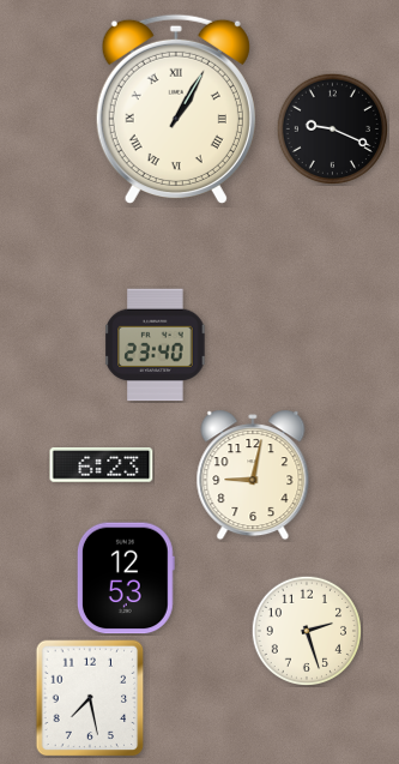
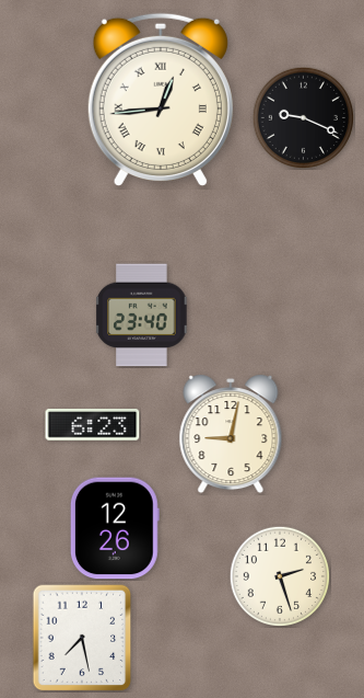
clock at (176, 109): 1:05 -> 12:44
clock at (126, 578): 12:53 -> 12:26
